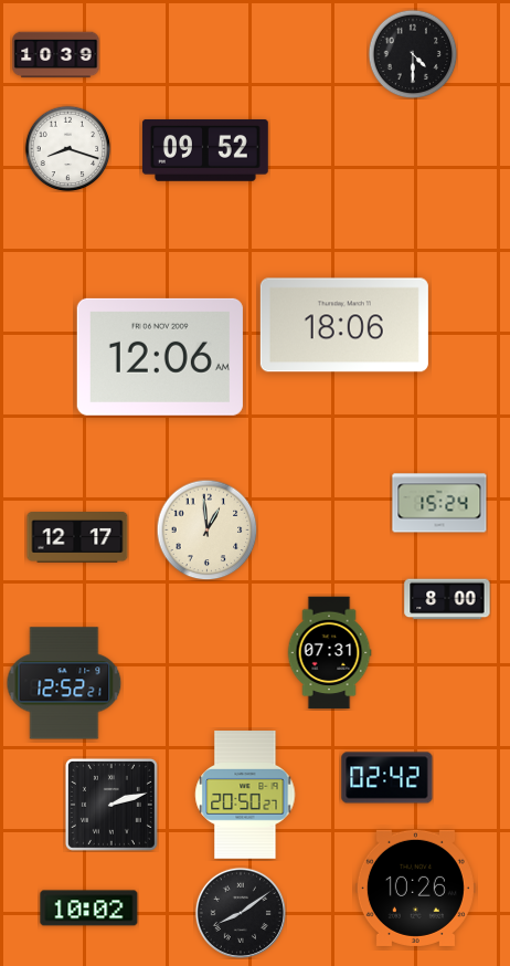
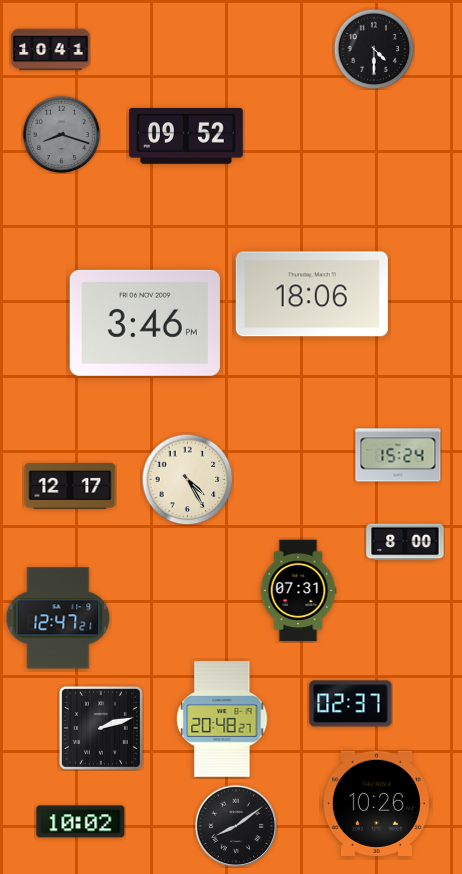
clock at (56, 55): 10:39 -> 10:41
clock at (67, 148) dial: white -> grey
clock at (160, 357): 12:06 -> 3:46
clock at (206, 529): 12:59 -> 4:25
clock at (64, 683): 12:52 -> 12:47
clock at (387, 778): 02:42 -> 02:37
clock at (245, 795): 20:50 -> 20:48
clock at (240, 912) position: (240, 912) -> (235, 825)
